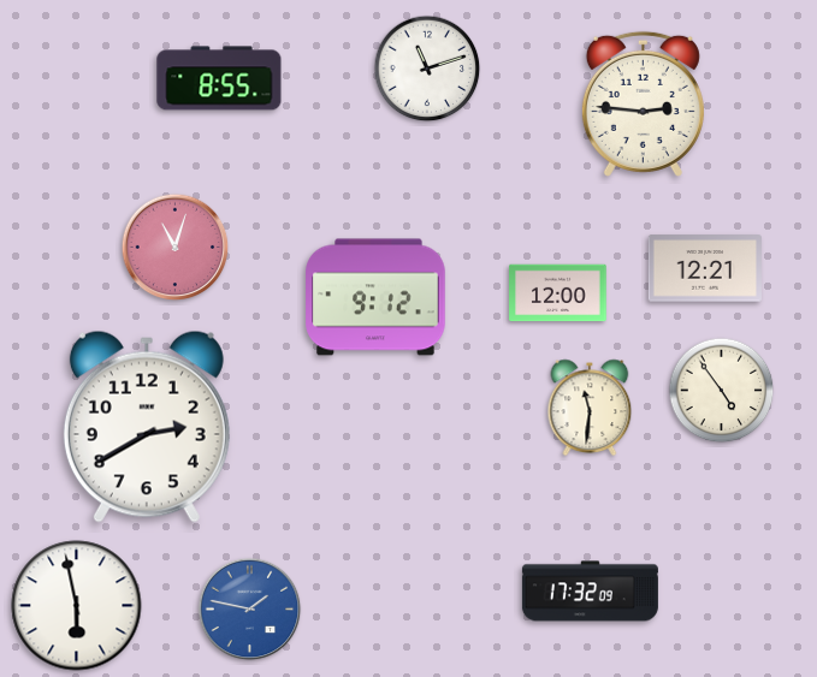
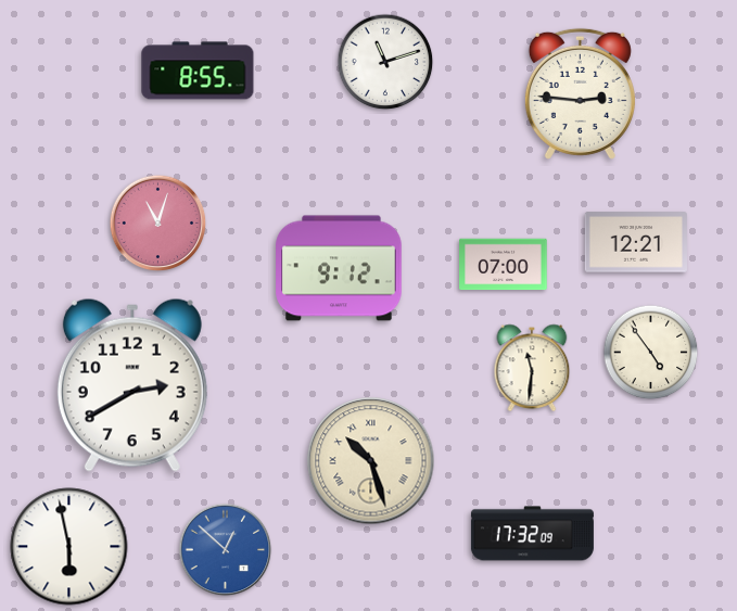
clock at (558, 293): 12:00 -> 07:00
clock at (371, 461): none -> 10:27
clock at (250, 610): 1:47 -> 12:52
